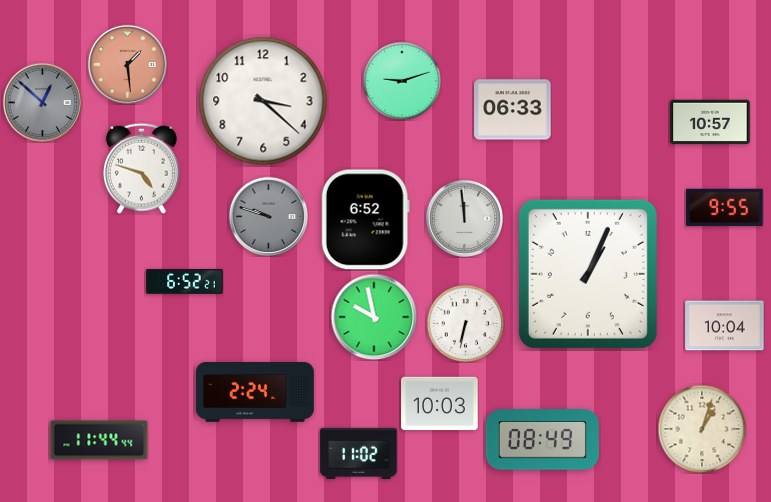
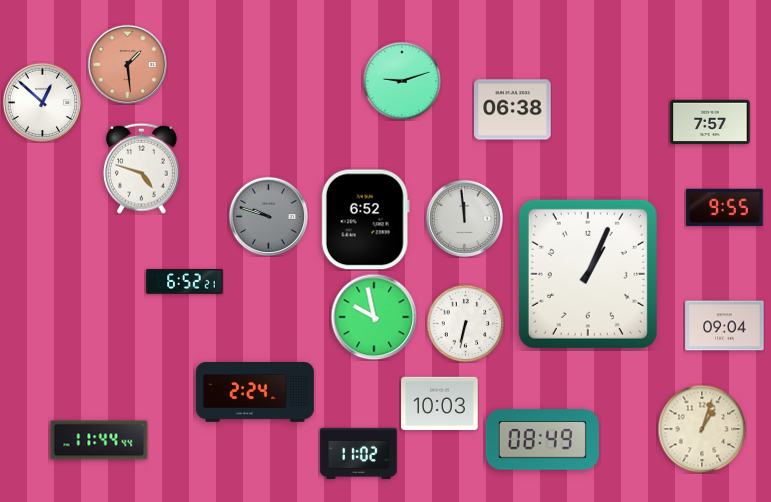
clock at (263, 101): 3:22 -> none
clock at (42, 102) dial: grey -> white
clock at (513, 110): 06:33 -> 06:38
clock at (710, 122): 10:57 -> 7:57
clock at (725, 326): 10:04 -> 09:04
